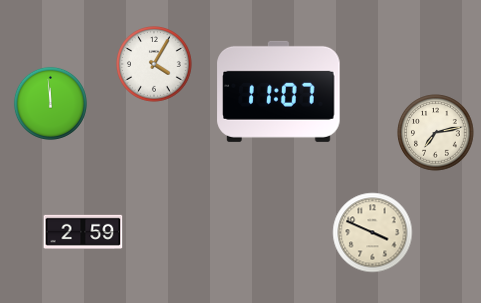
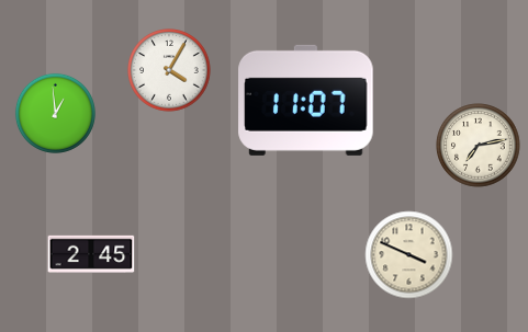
clock at (50, 103): 11:59 -> 12:59
clock at (83, 232): 2:59 -> 2:45
